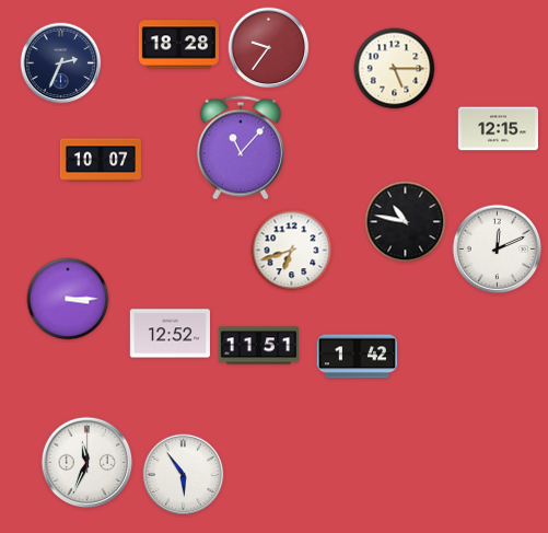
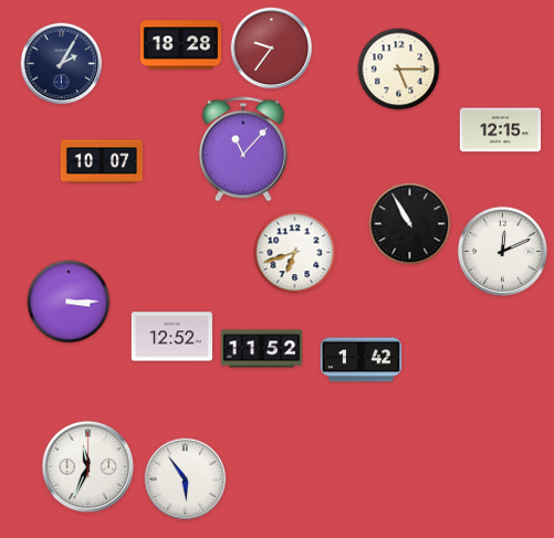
clock at (61, 63): 2:34 -> 2:05
clock at (498, 129) position: (498, 129) -> (500, 130)
clock at (406, 222): 10:47 -> 10:55
clock at (258, 346): 11:51 -> 11:52
